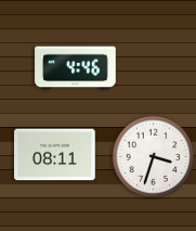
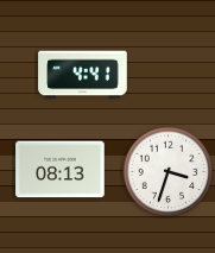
clock at (76, 68): 4:46 -> 4:41
clock at (55, 155): 08:11 -> 08:13
